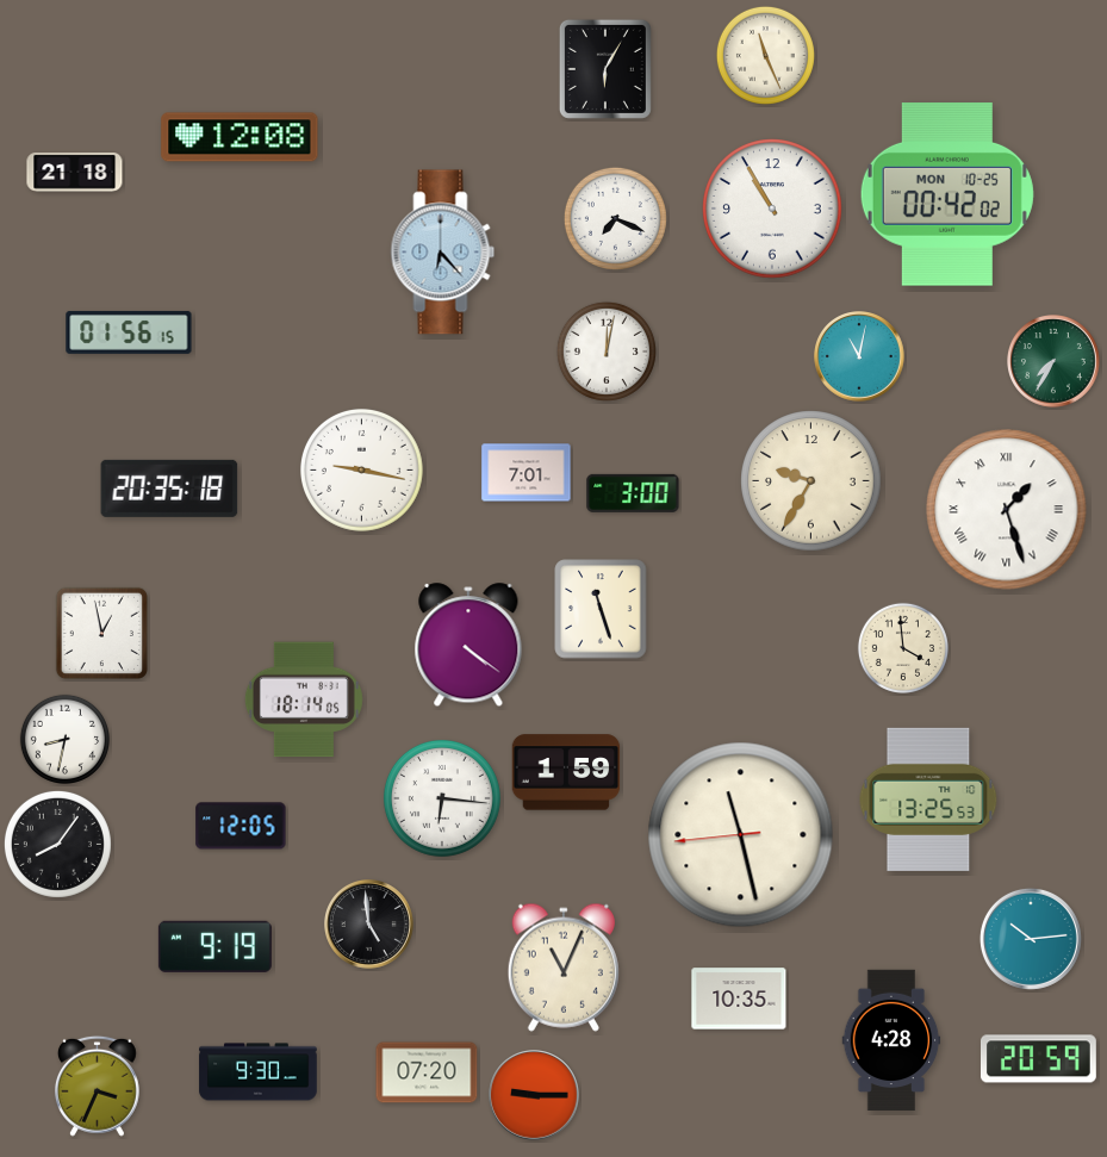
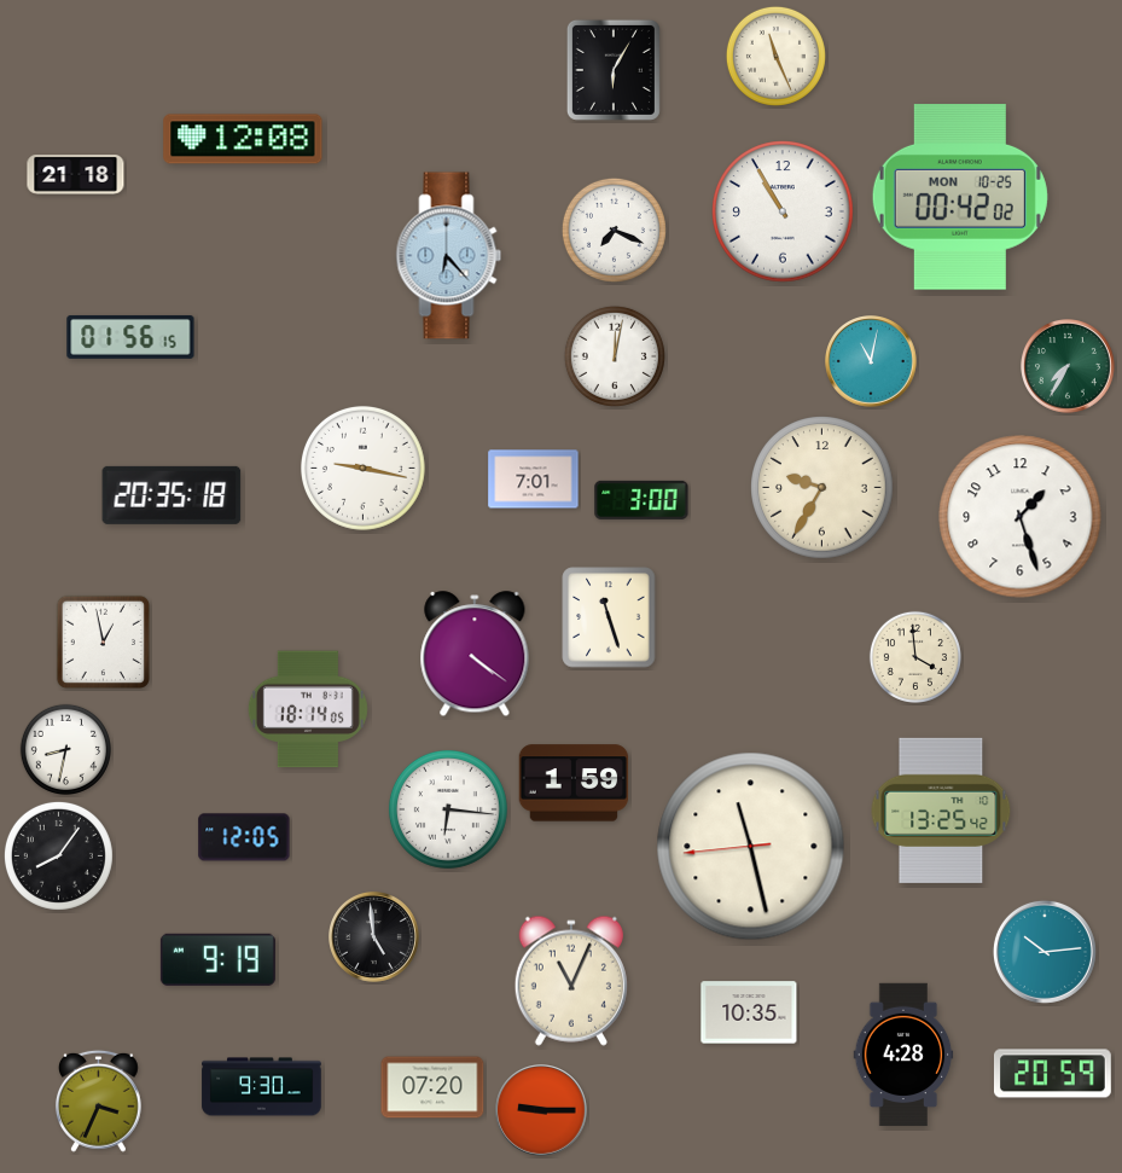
clock at (615, 218) position: (615, 218) -> (614, 230)
clock at (362, 471) position: (362, 471) -> (364, 469)
clock at (1007, 510) numerals: Roman -> Arabic
clock at (928, 800): 13:25:53 -> 13:25:42
